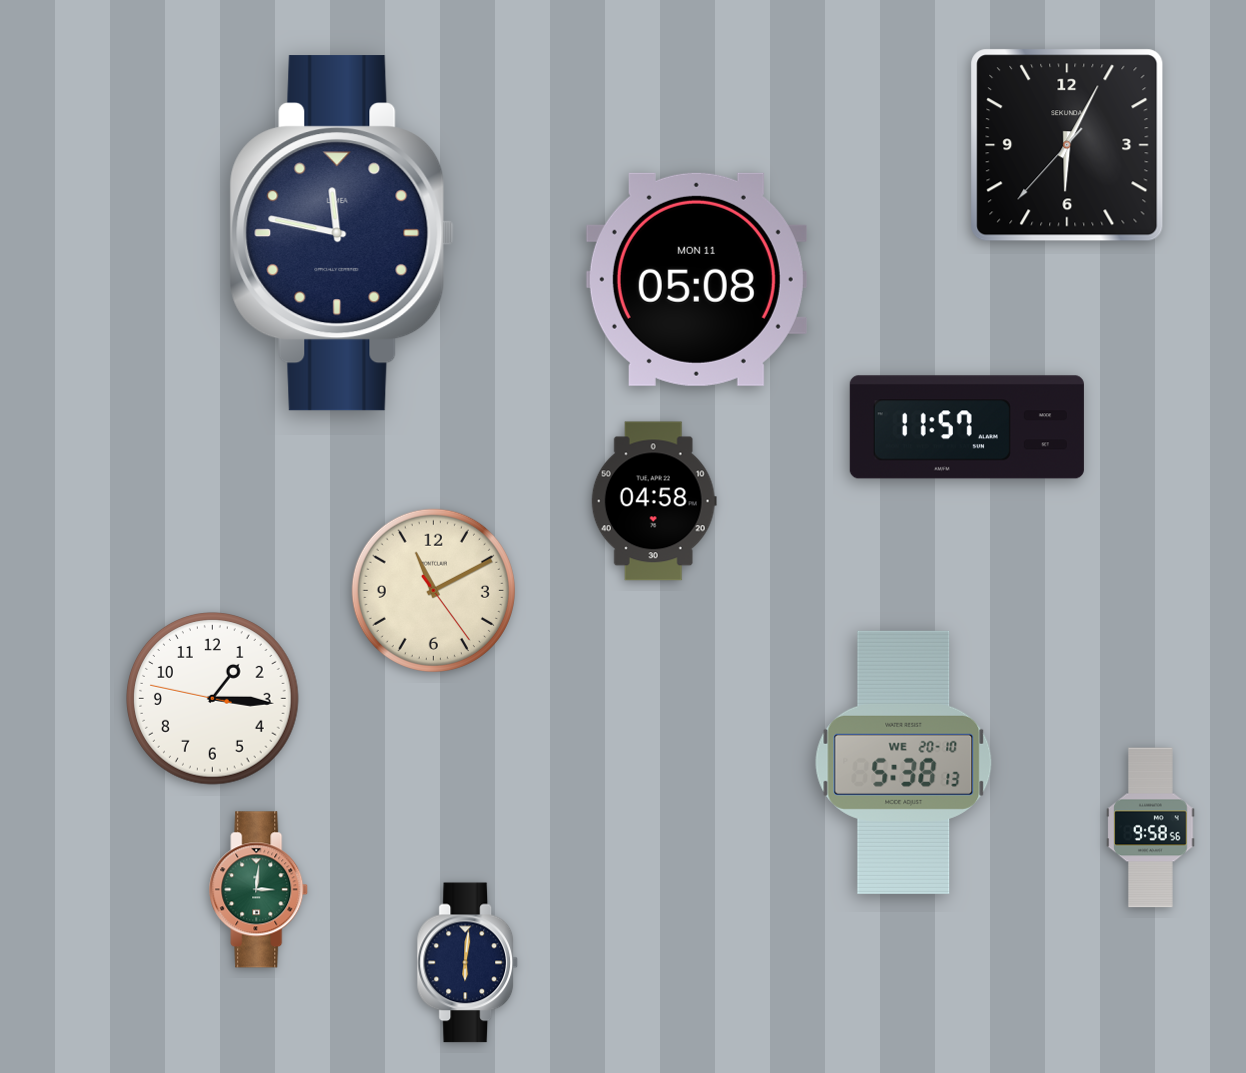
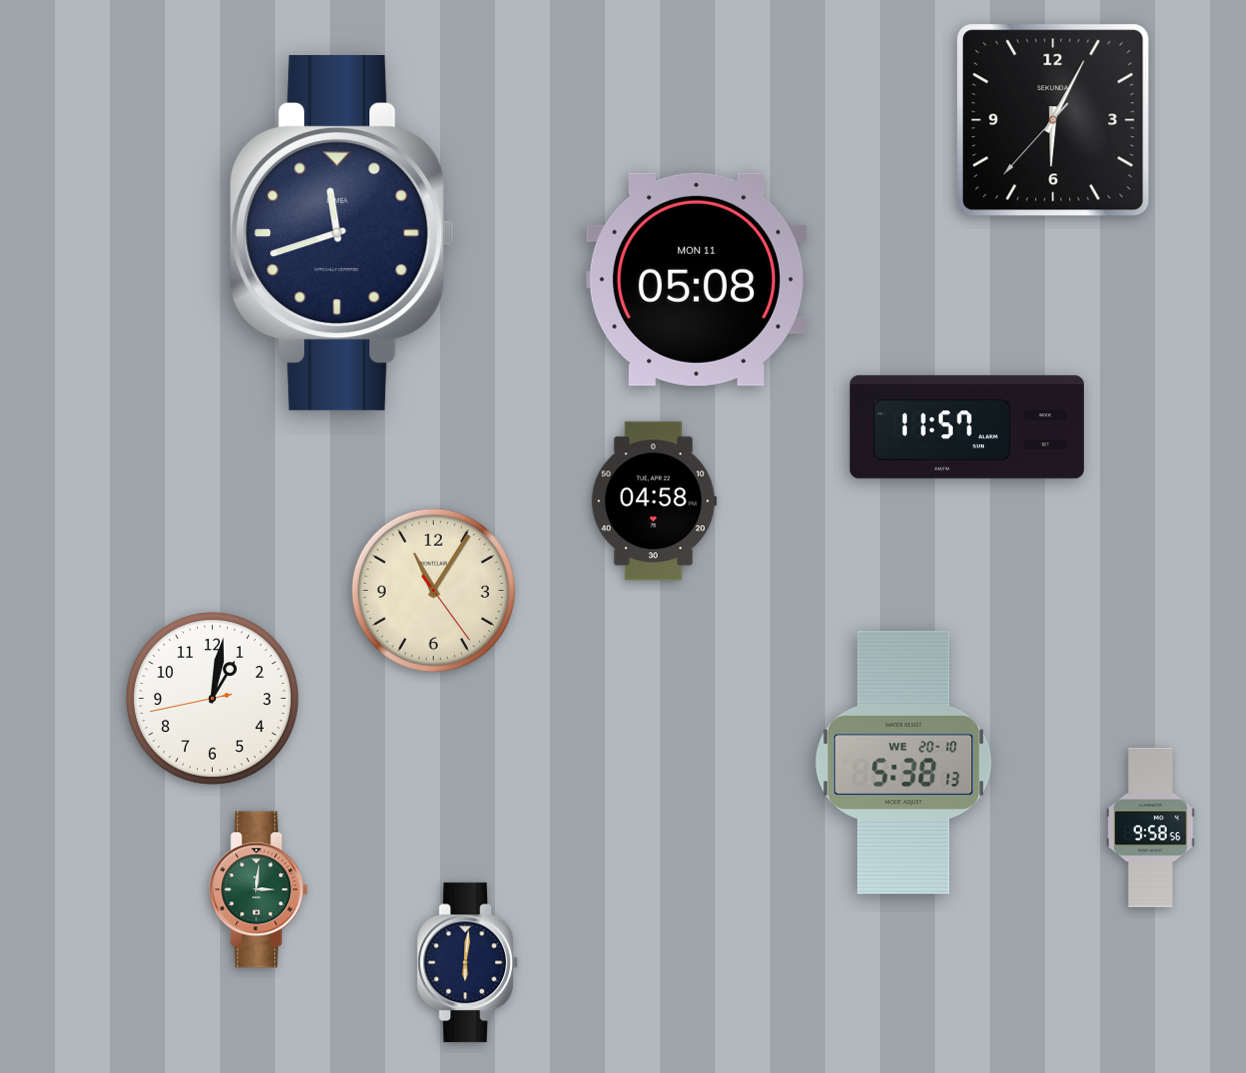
clock at (1067, 145) position: (1067, 145) -> (1053, 120)
clock at (342, 233): 11:47 -> 11:42
clock at (433, 590): 11:10 -> 11:05
clock at (213, 699): 1:15 -> 1:01
